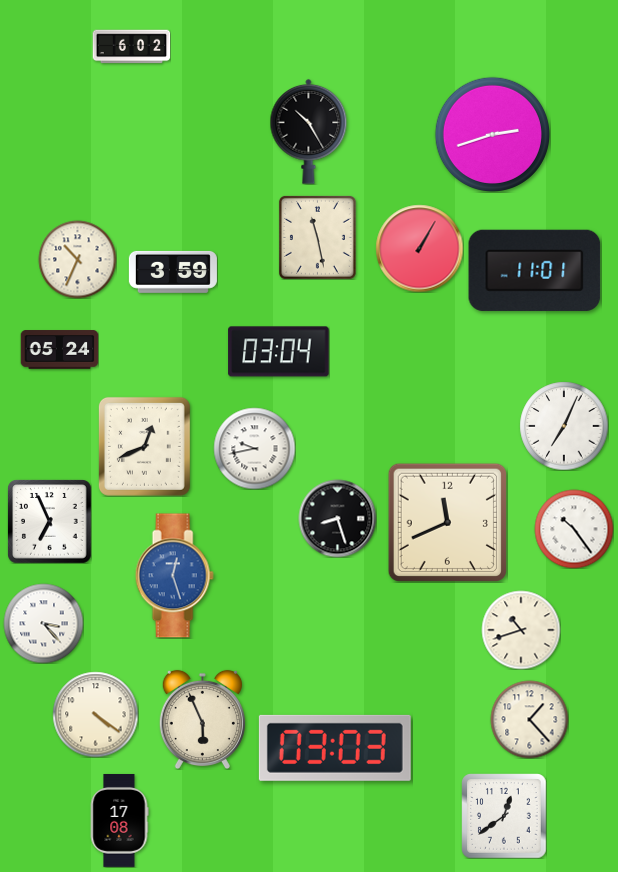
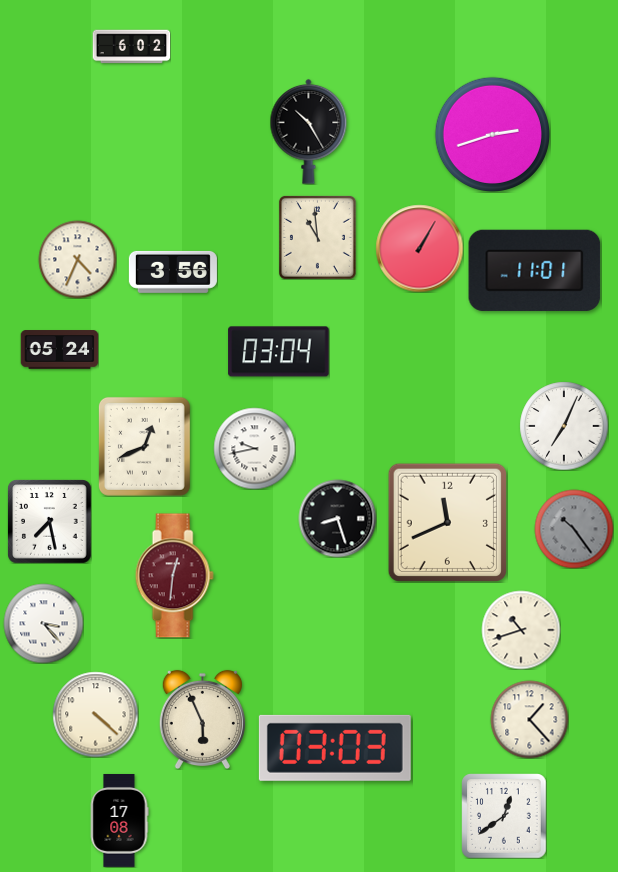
clock at (317, 237): 11:28 -> 10:59
clock at (77, 259): 10:34 -> 4:34
clock at (173, 272): 3:59 -> 3:56
clock at (50, 522): 6:56 -> 7:28
clock at (574, 529) dial: white -> grey
clock at (174, 576): 12:27 -> 12:31
clock at (174, 576) dial: blue -> burgundy
clock at (95, 714): 4:21 -> 4:22
